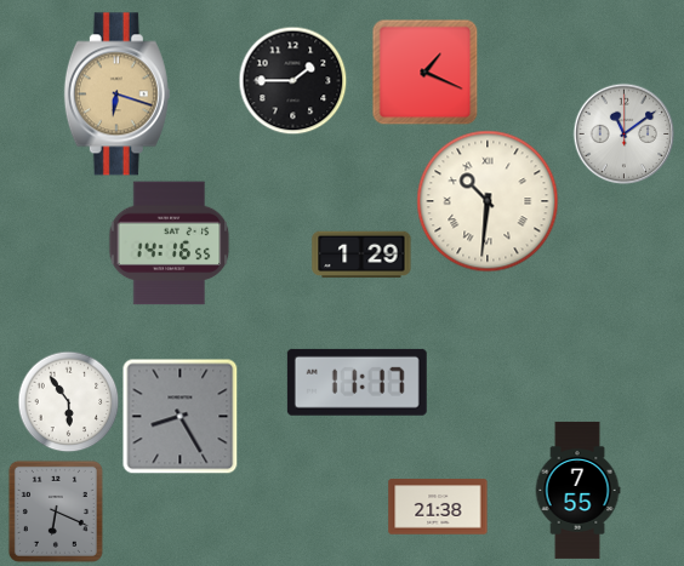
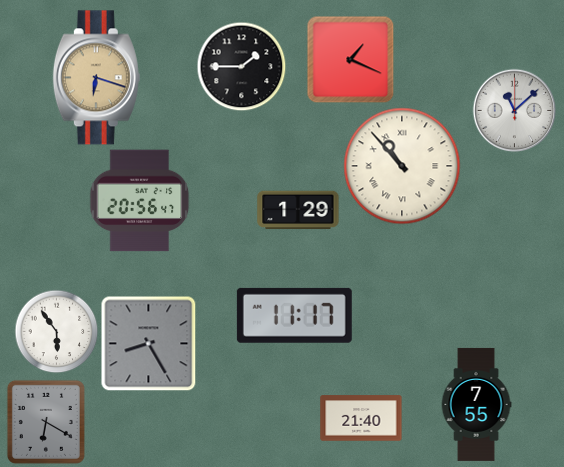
clock at (623, 133): 11:09 -> 11:08
clock at (488, 201): 10:31 -> 10:53
clock at (170, 244): 14:16 -> 20:56
clock at (438, 507): 21:38 -> 21:40
clock at (56, 511): 6:19 -> 6:20
